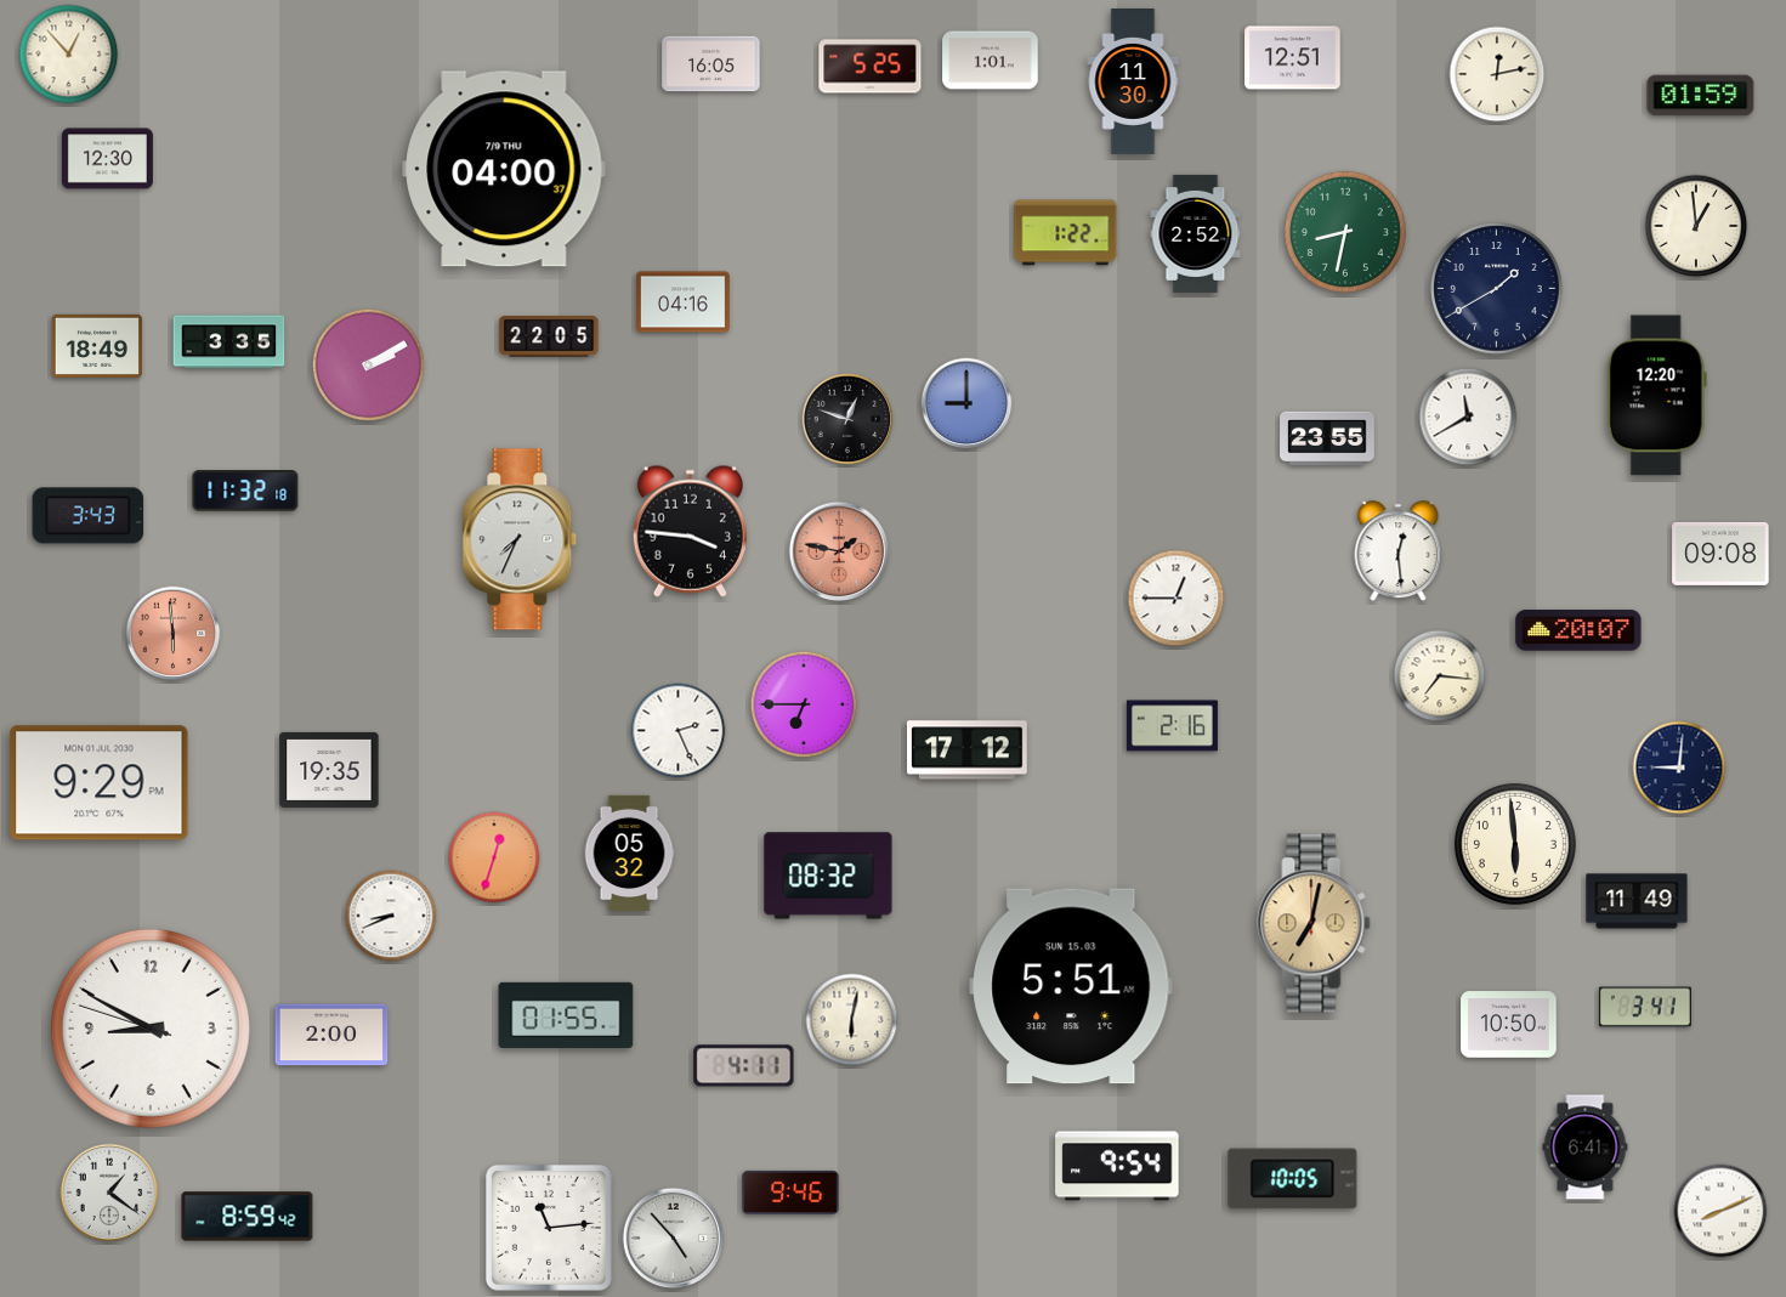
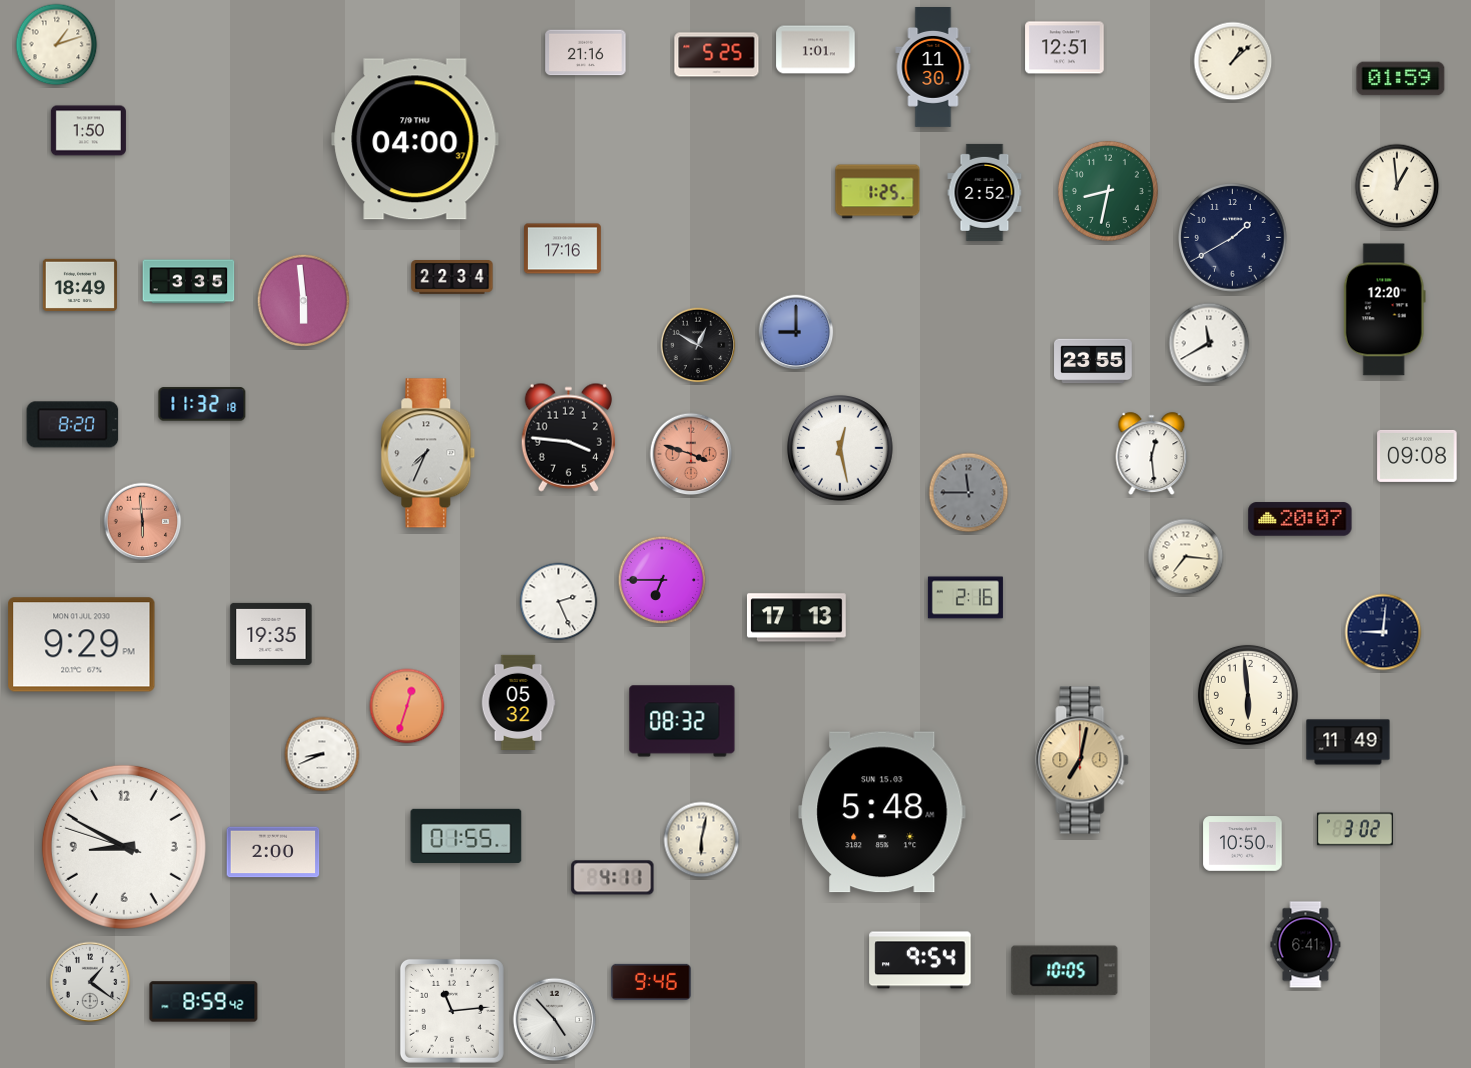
clock at (69, 55): 12:53 -> 1:12
clock at (711, 64): 16:05 -> 21:16
clock at (1497, 74): 12:13 -> 1:08
clock at (107, 159): 12:30 -> 1:50
clock at (1066, 233): 1:22 -> 1:25
clock at (684, 302): 04:16 -> 17:16
clock at (549, 338): 22:05 -> 22:34
clock at (368, 364): 2:10 -> 5:59
clock at (1656, 396) position: (1656, 396) -> (1384, 310)
clock at (847, 419): 12:48 -> 12:50
clock at (89, 516): 3:43 -> 8:20
clock at (520, 539) position: (520, 539) -> (428, 453)
clock at (841, 449): none -> 12:28
clock at (839, 551): 1:47 -> 3:48
clock at (1177, 599): 12:45 -> 11:45
clock at (1177, 599) dial: white -> grey
clock at (968, 751): 17:12 -> 17:13
clock at (1071, 986): 5:51 -> 5:48
clock at (1645, 1007): 3:41 -> 3:02
clock at (1720, 1211): 8:11 -> none
